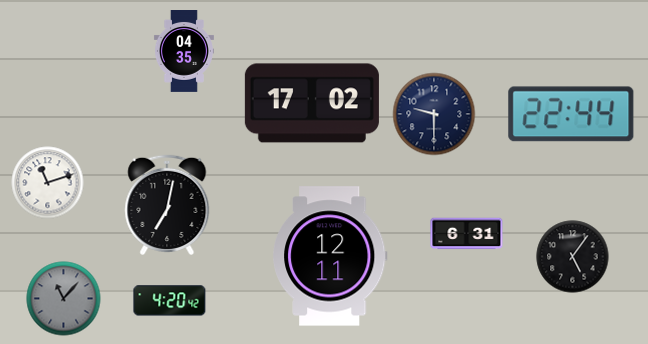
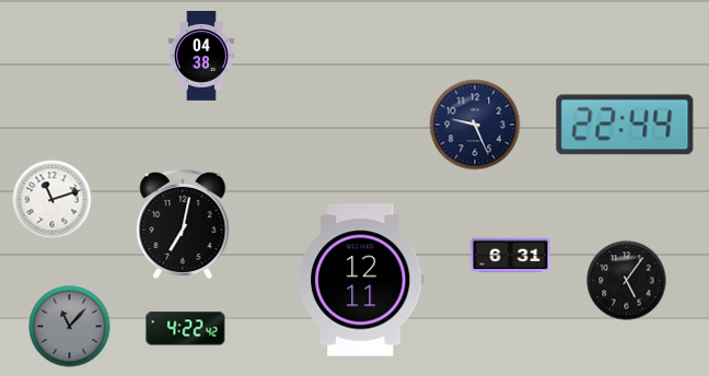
clock at (184, 52): 04:35 -> 04:38
clock at (312, 103): 17:02 -> none
clock at (434, 114): 9:30 -> 9:26
clock at (170, 301): 4:20 -> 4:22
